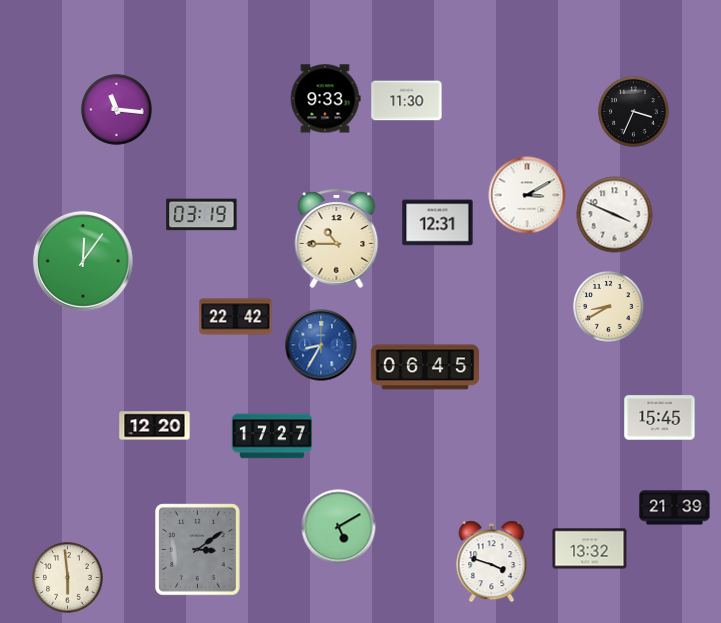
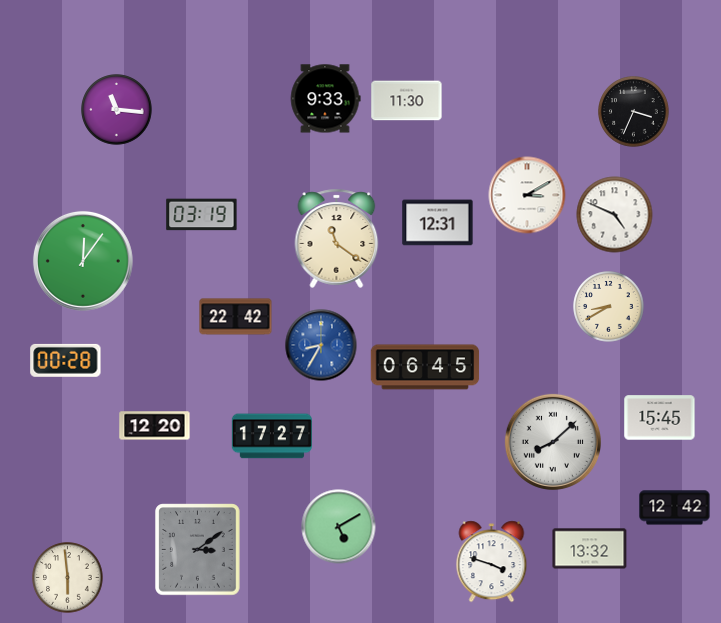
clock at (615, 215): 3:49 -> 4:49
clock at (337, 238): 10:45 -> 11:21
clock at (66, 360): none -> 00:28
clock at (553, 442): none -> 8:08
clock at (675, 508): 21:39 -> 12:42
